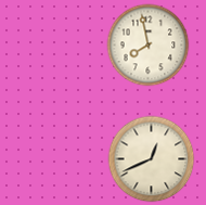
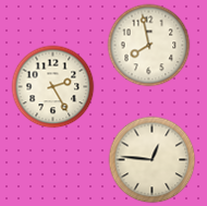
clock at (53, 87): none -> 2:25
clock at (152, 159): 12:41 -> 12:46
